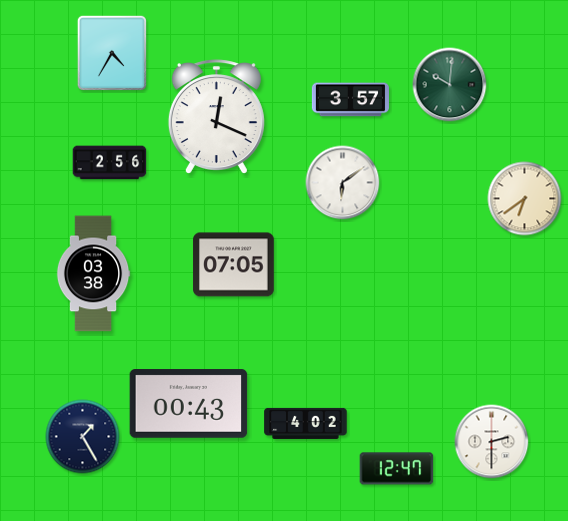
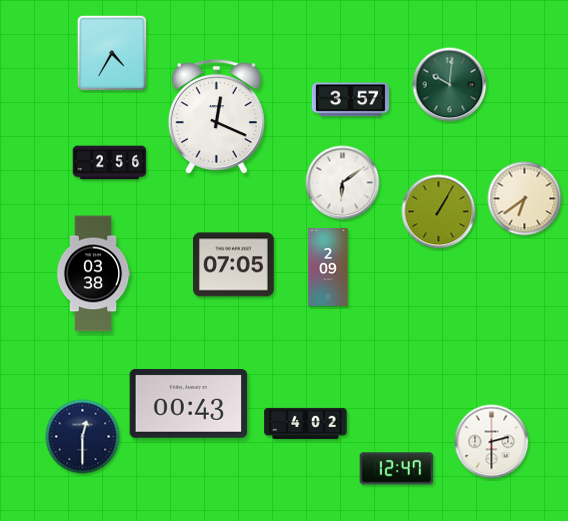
clock at (439, 212): none -> 1:05
clock at (328, 267): none -> 2:09
clock at (83, 437): 1:25 -> 12:30
